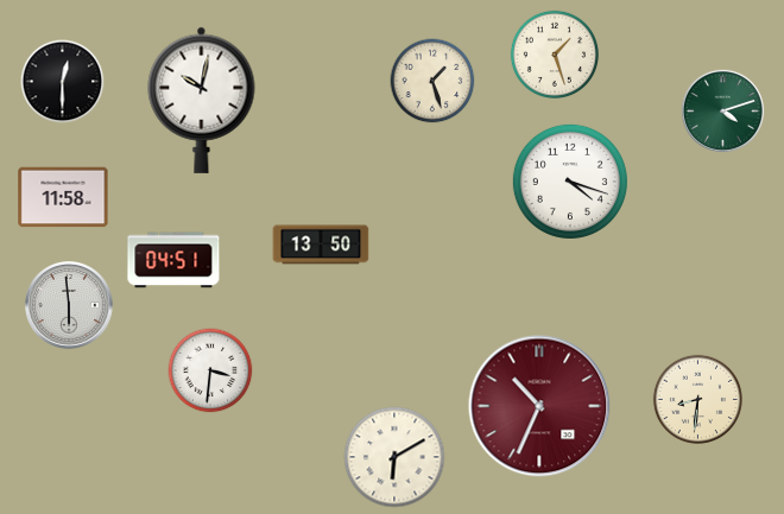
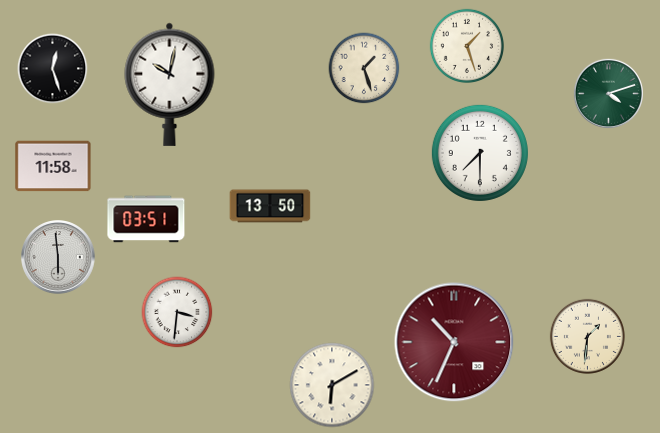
clock at (63, 82): 12:30 -> 12:27
clock at (570, 182): 4:18 -> 7:30
clock at (173, 260): 04:51 -> 03:51
clock at (697, 399): 8:31 -> 1:31
